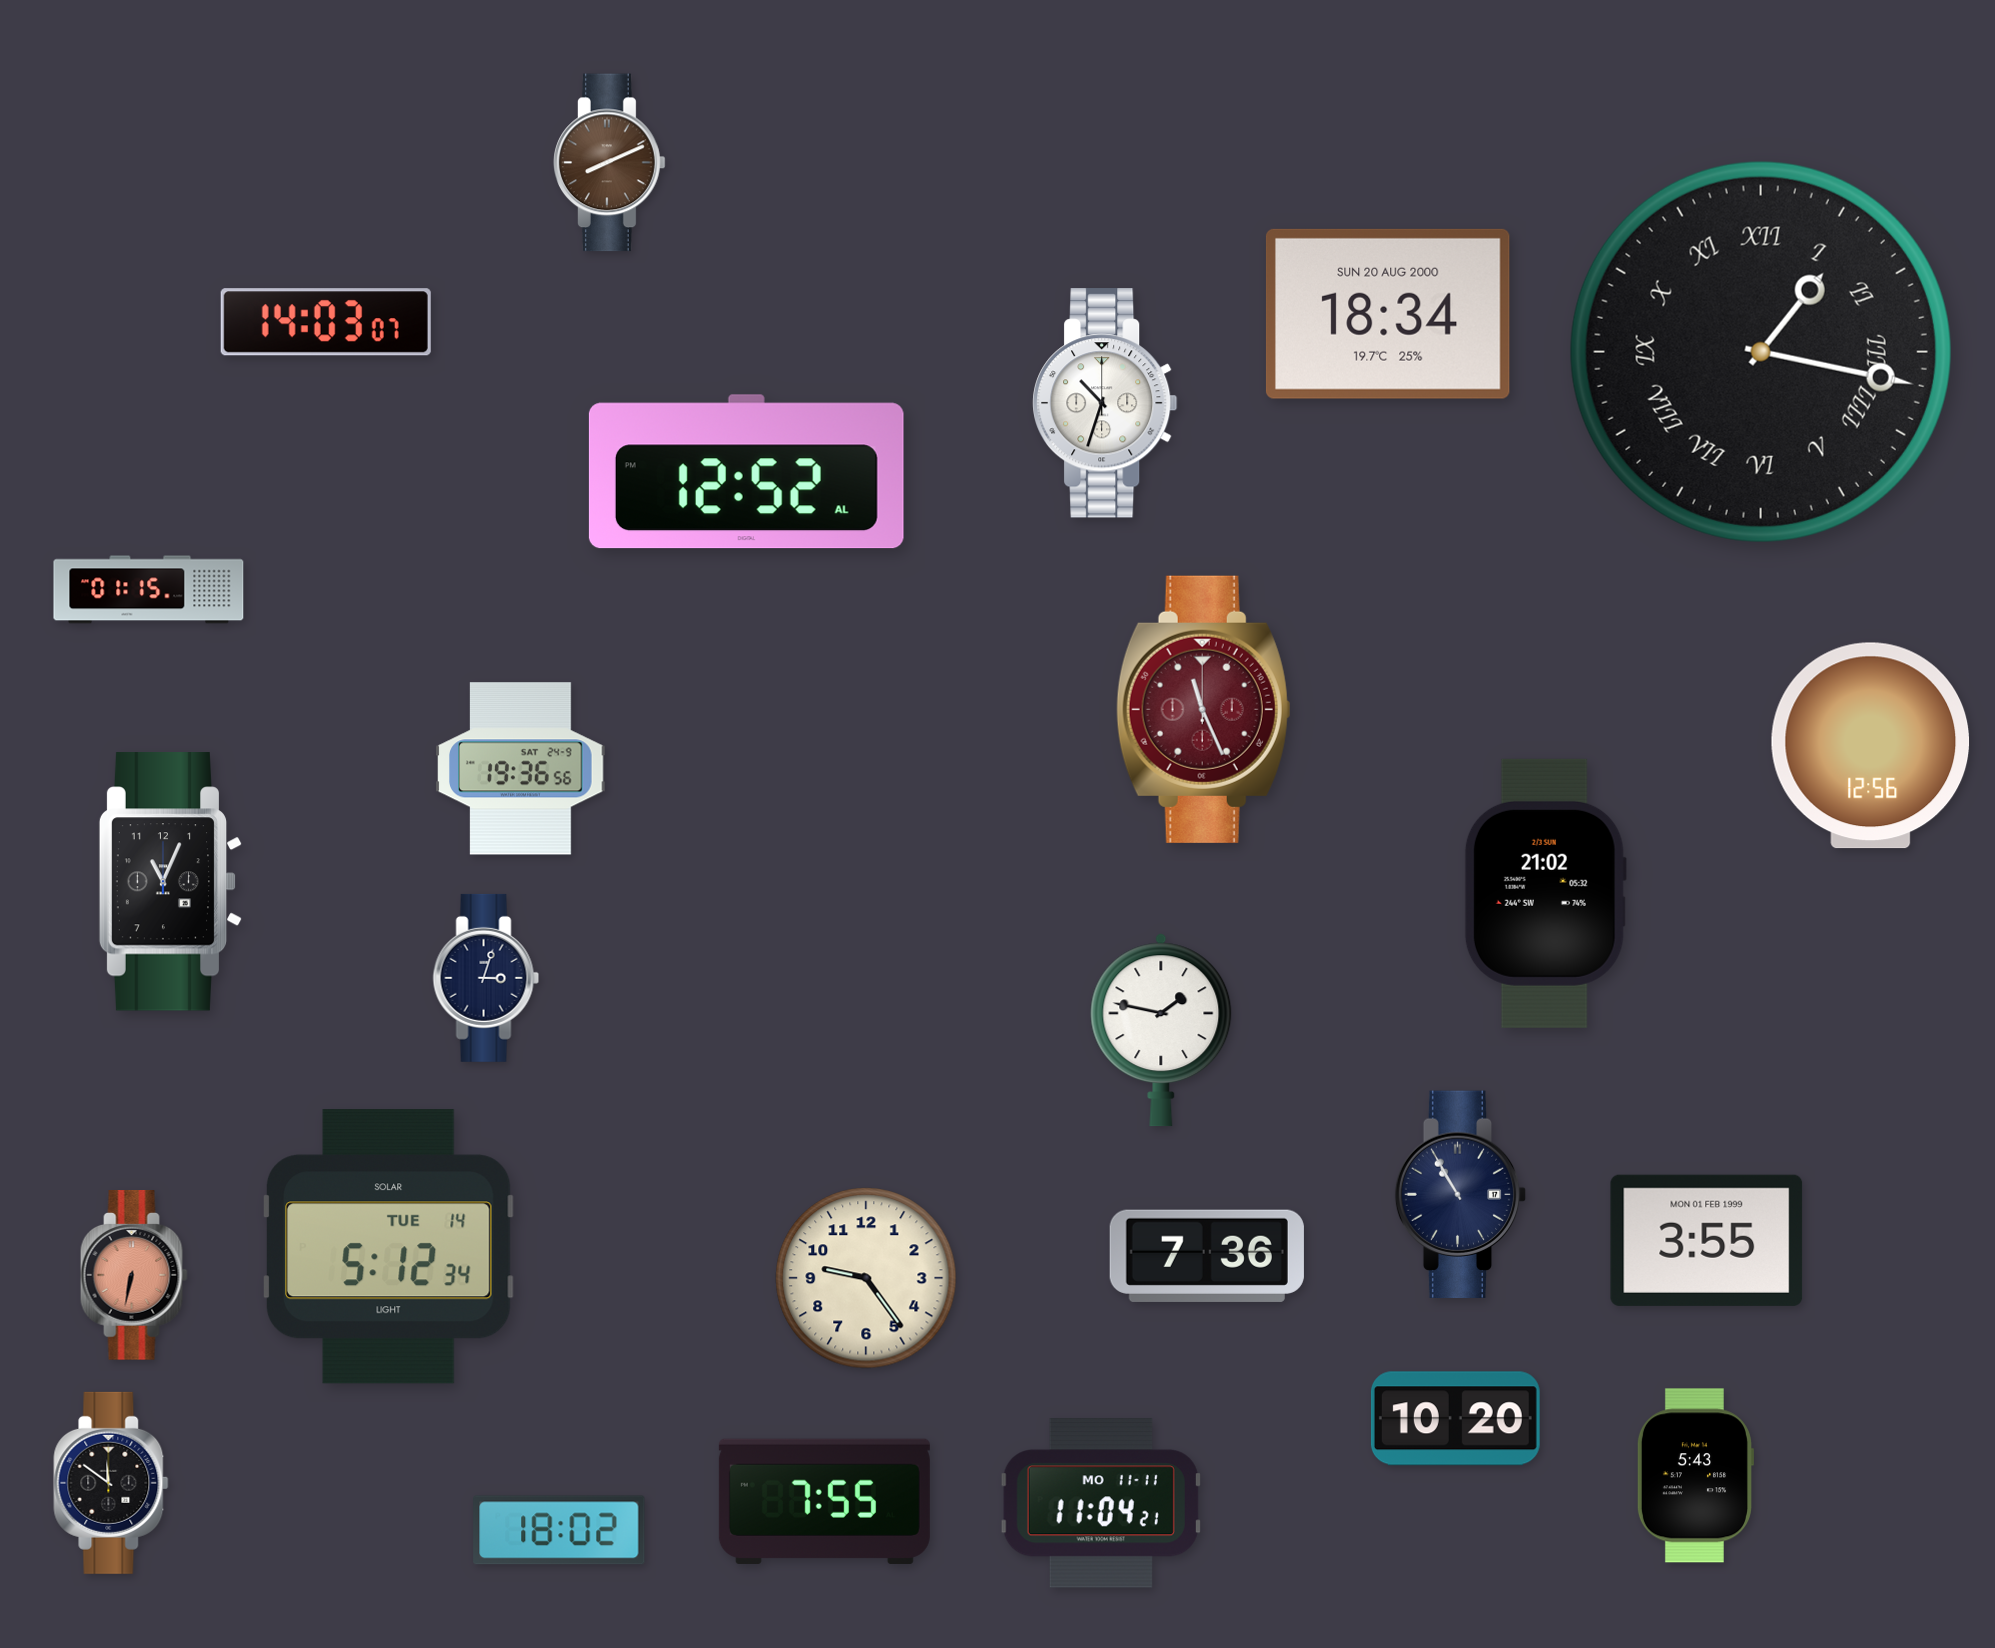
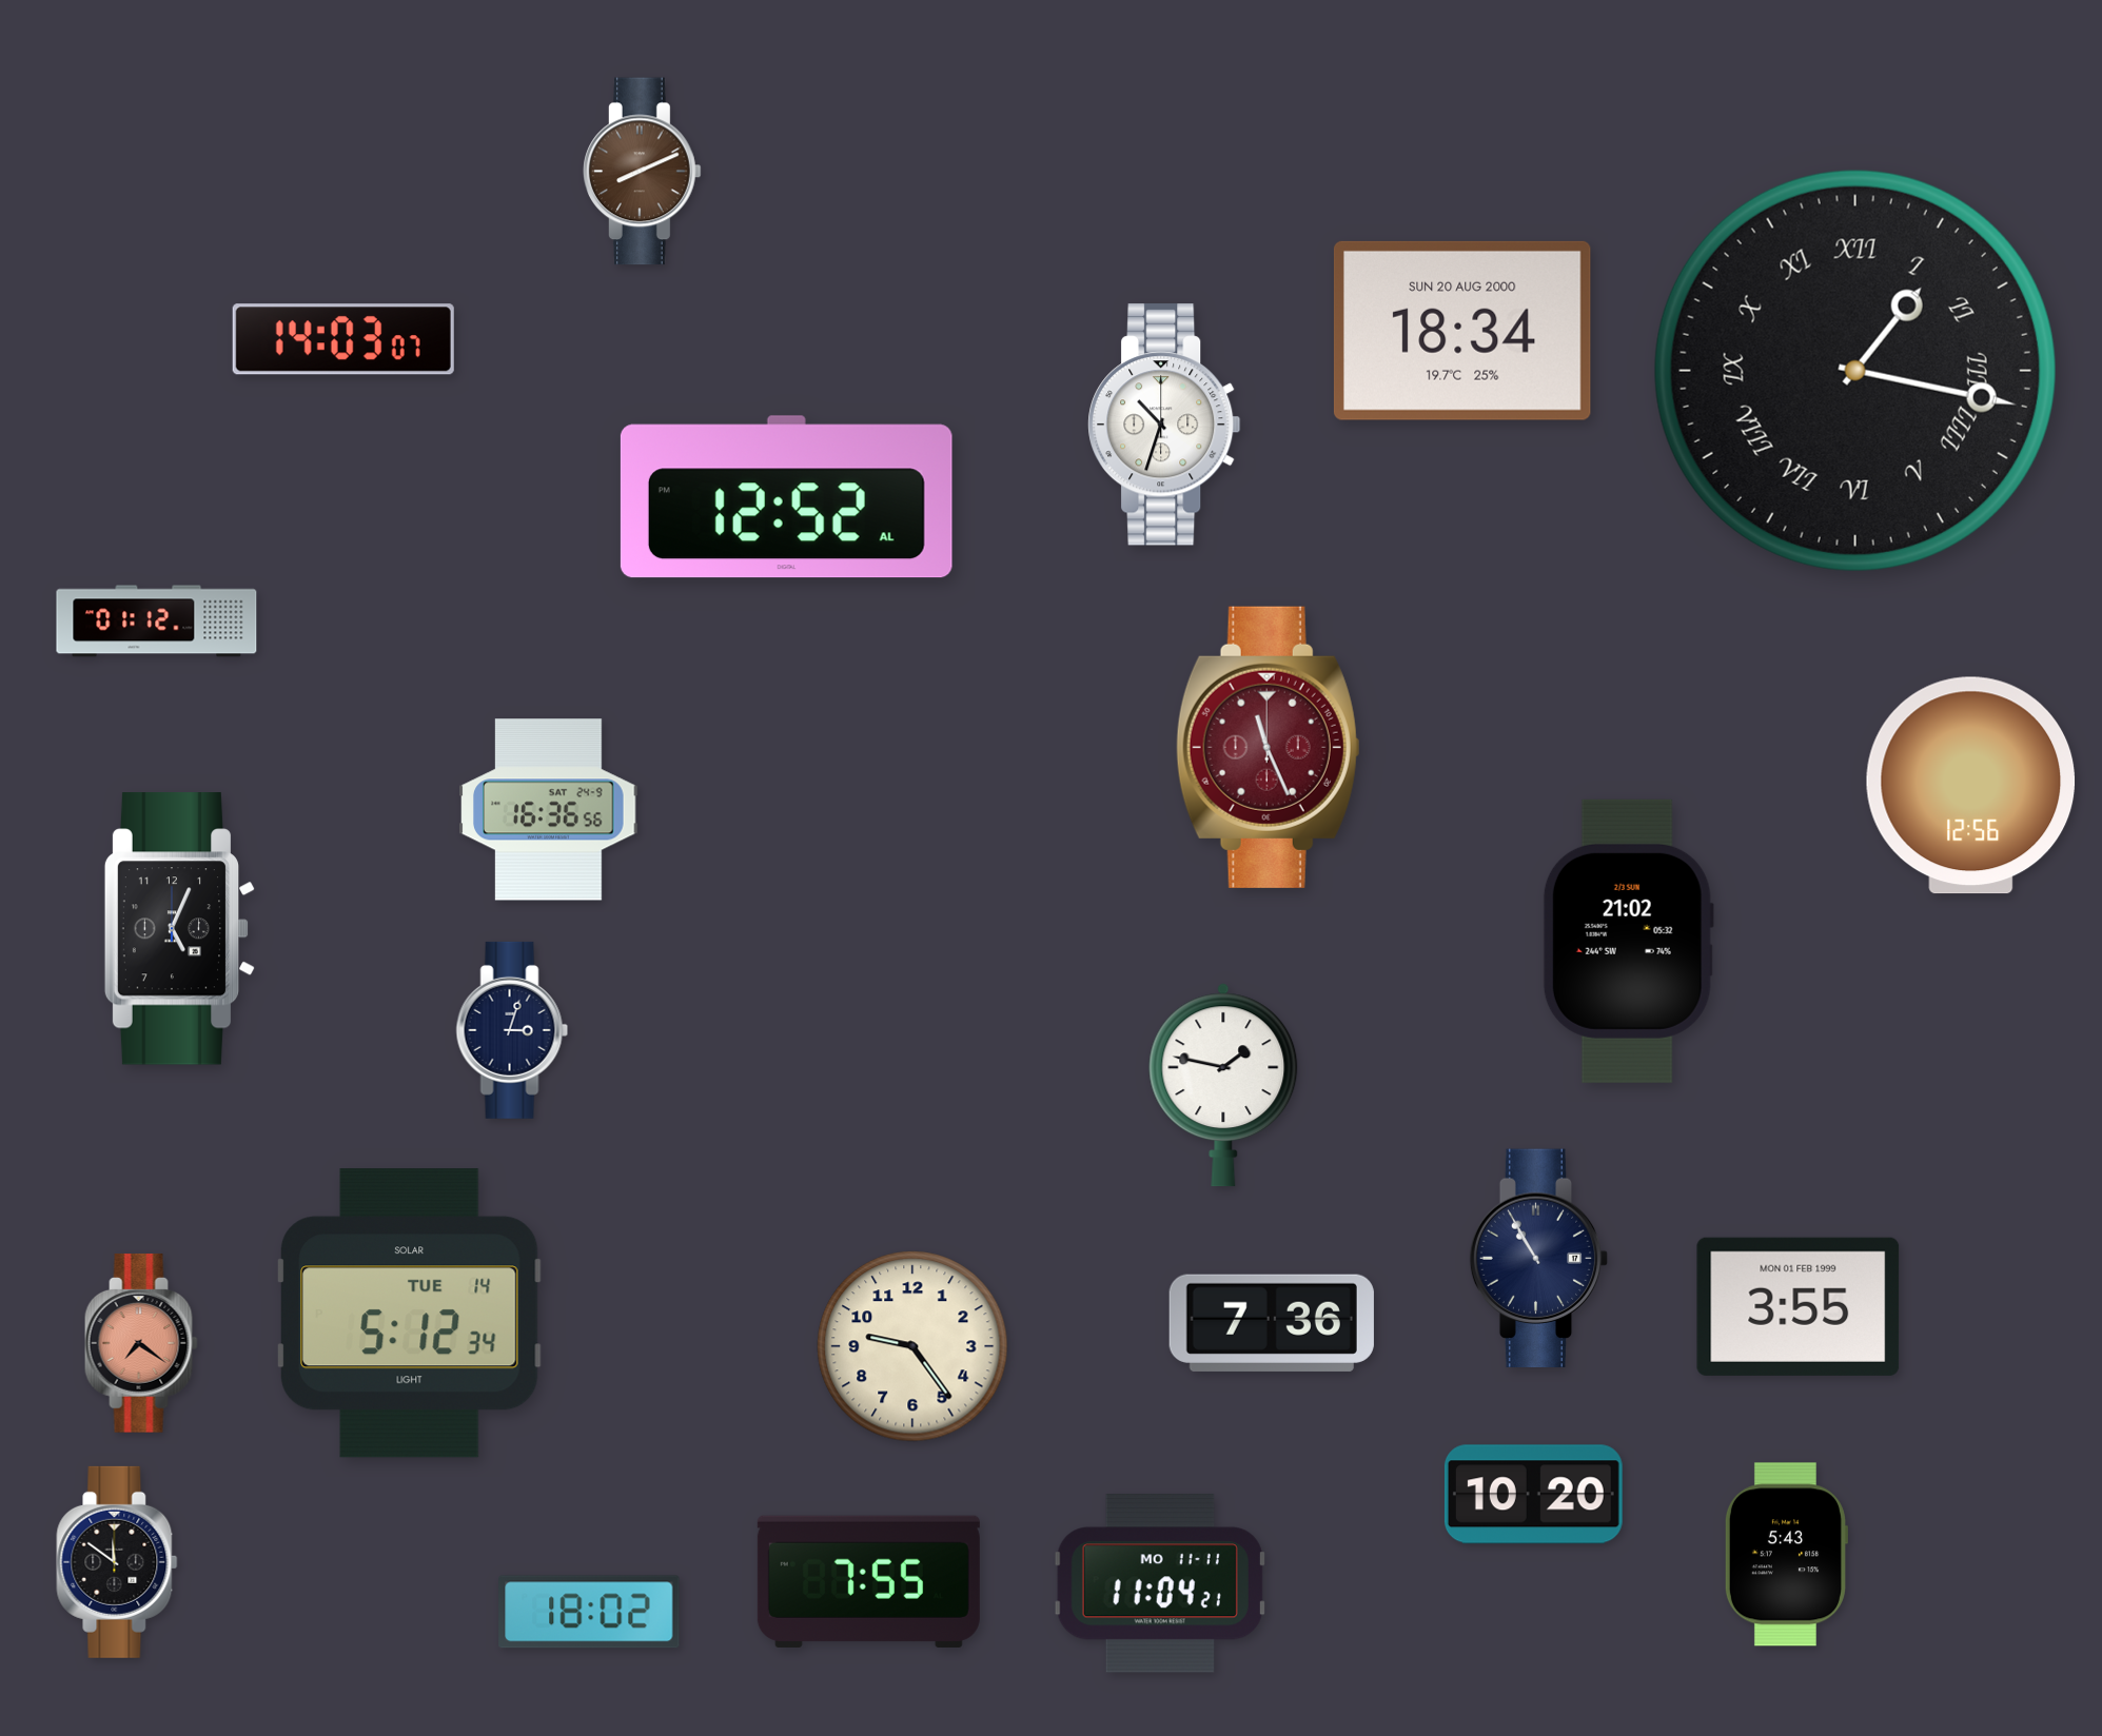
clock at (149, 590): 01:15 -> 01:12
clock at (521, 769): 19:36 -> 16:36
clock at (171, 882): 11:04 -> 5:04
clock at (134, 1275): 6:32 -> 7:21
